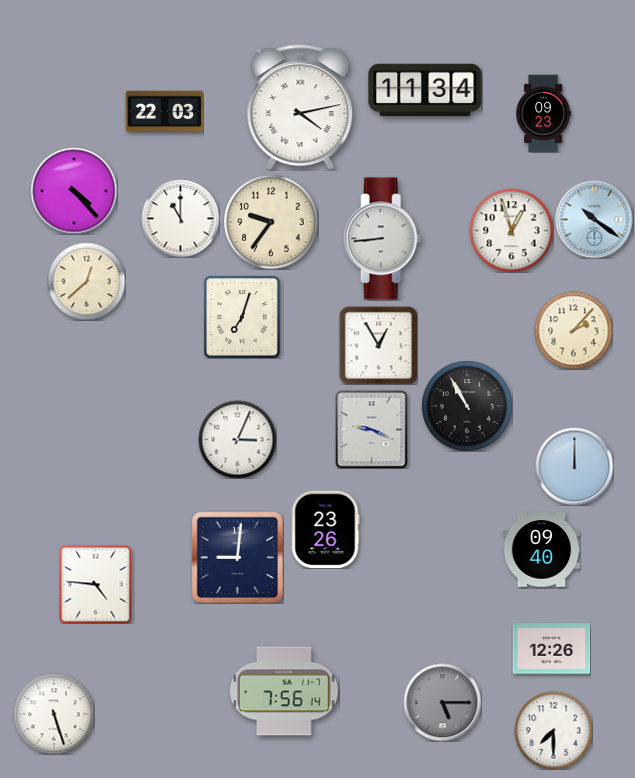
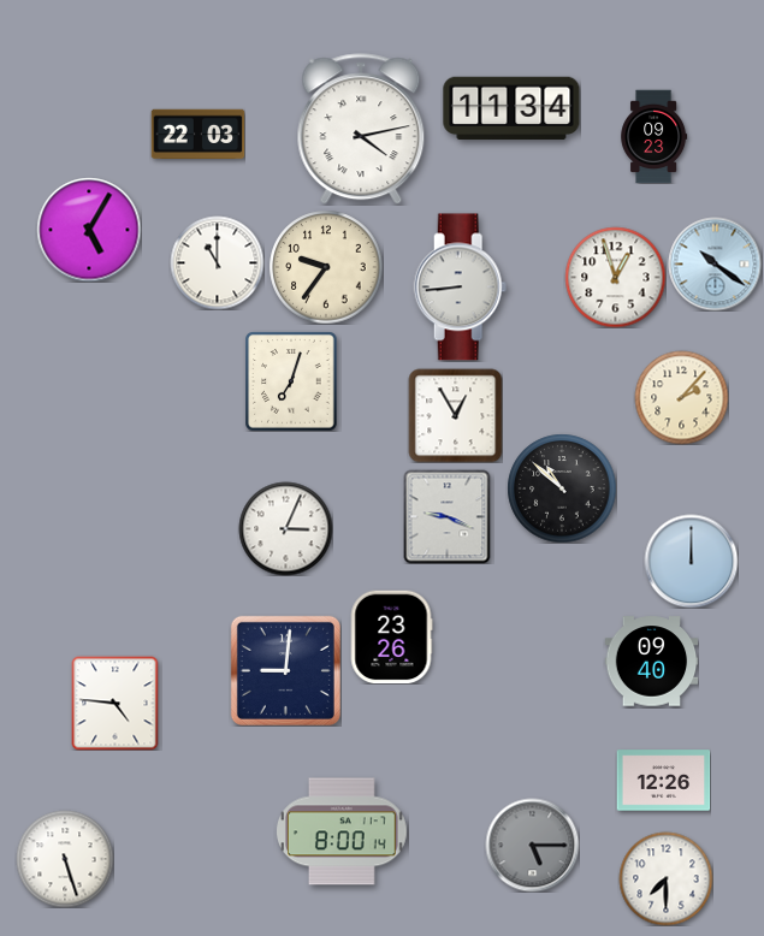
clock at (74, 191): 4:23 -> 5:05
clock at (86, 281): 12:38 -> none
clock at (573, 330) position: (573, 330) -> (681, 397)
clock at (467, 406): 10:55 -> 10:52
clock at (285, 691): 7:56 -> 8:00
